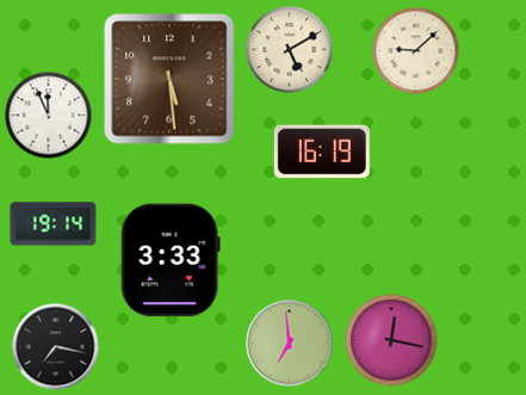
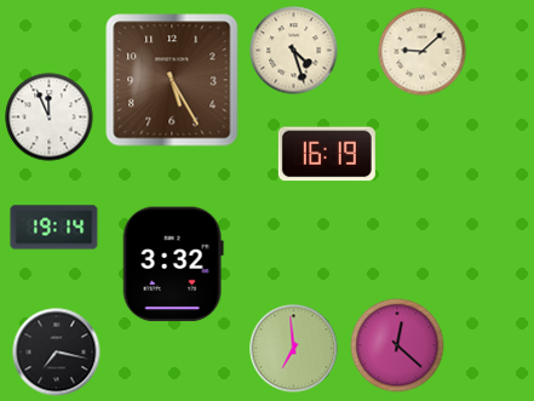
clock at (290, 50): 5:10 -> 4:27
clock at (169, 79): 5:29 -> 5:25
clock at (171, 260): 3:33 -> 3:32
clock at (391, 340): 12:17 -> 12:22
